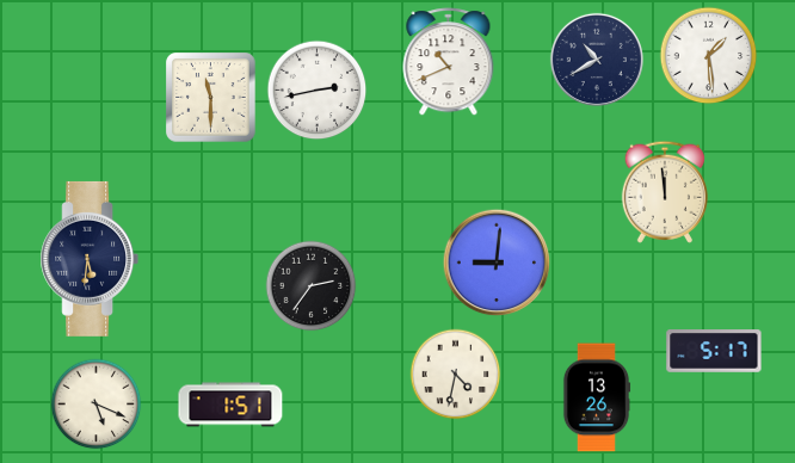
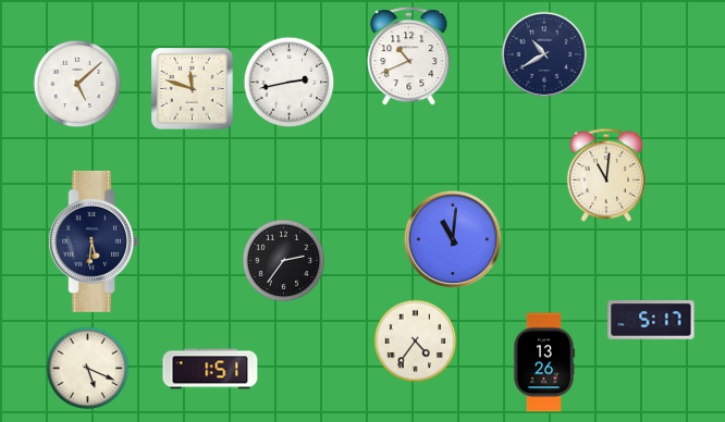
clock at (709, 56): 1:29 -> none
clock at (77, 84): none -> 5:08
clock at (211, 98): 11:30 -> 11:48
clock at (664, 192): 11:59 -> 11:01
clock at (90, 259) position: (90, 259) -> (94, 241)
clock at (497, 263): 9:01 -> 11:01
clock at (456, 375): 4:32 -> 4:36
